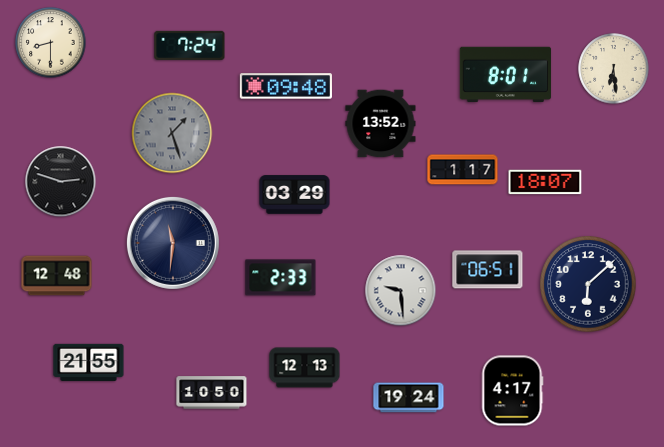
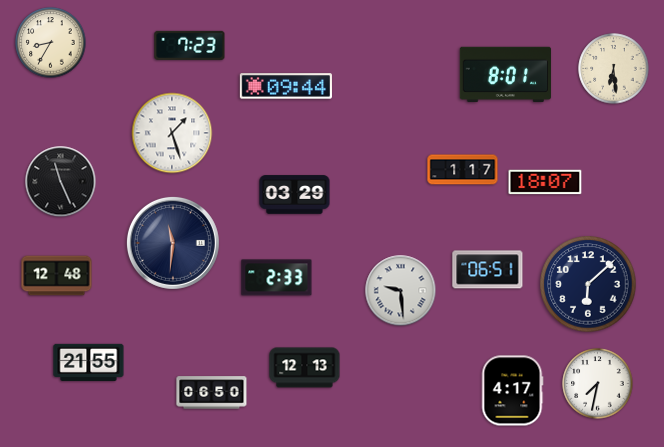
clock at (51, 43): 8:30 -> 8:35
clock at (190, 45): 7:24 -> 7:23
clock at (286, 86): 09:48 -> 09:44
clock at (381, 124): 13:52 -> none
clock at (172, 133) dial: grey -> white
clock at (61, 182): 2:48 -> 11:26
clock at (281, 278) position: (281, 278) -> (277, 278)
clock at (598, 384): none -> 7:32
clock at (212, 393): 10:50 -> 06:50
clock at (409, 398): 19:24 -> none
